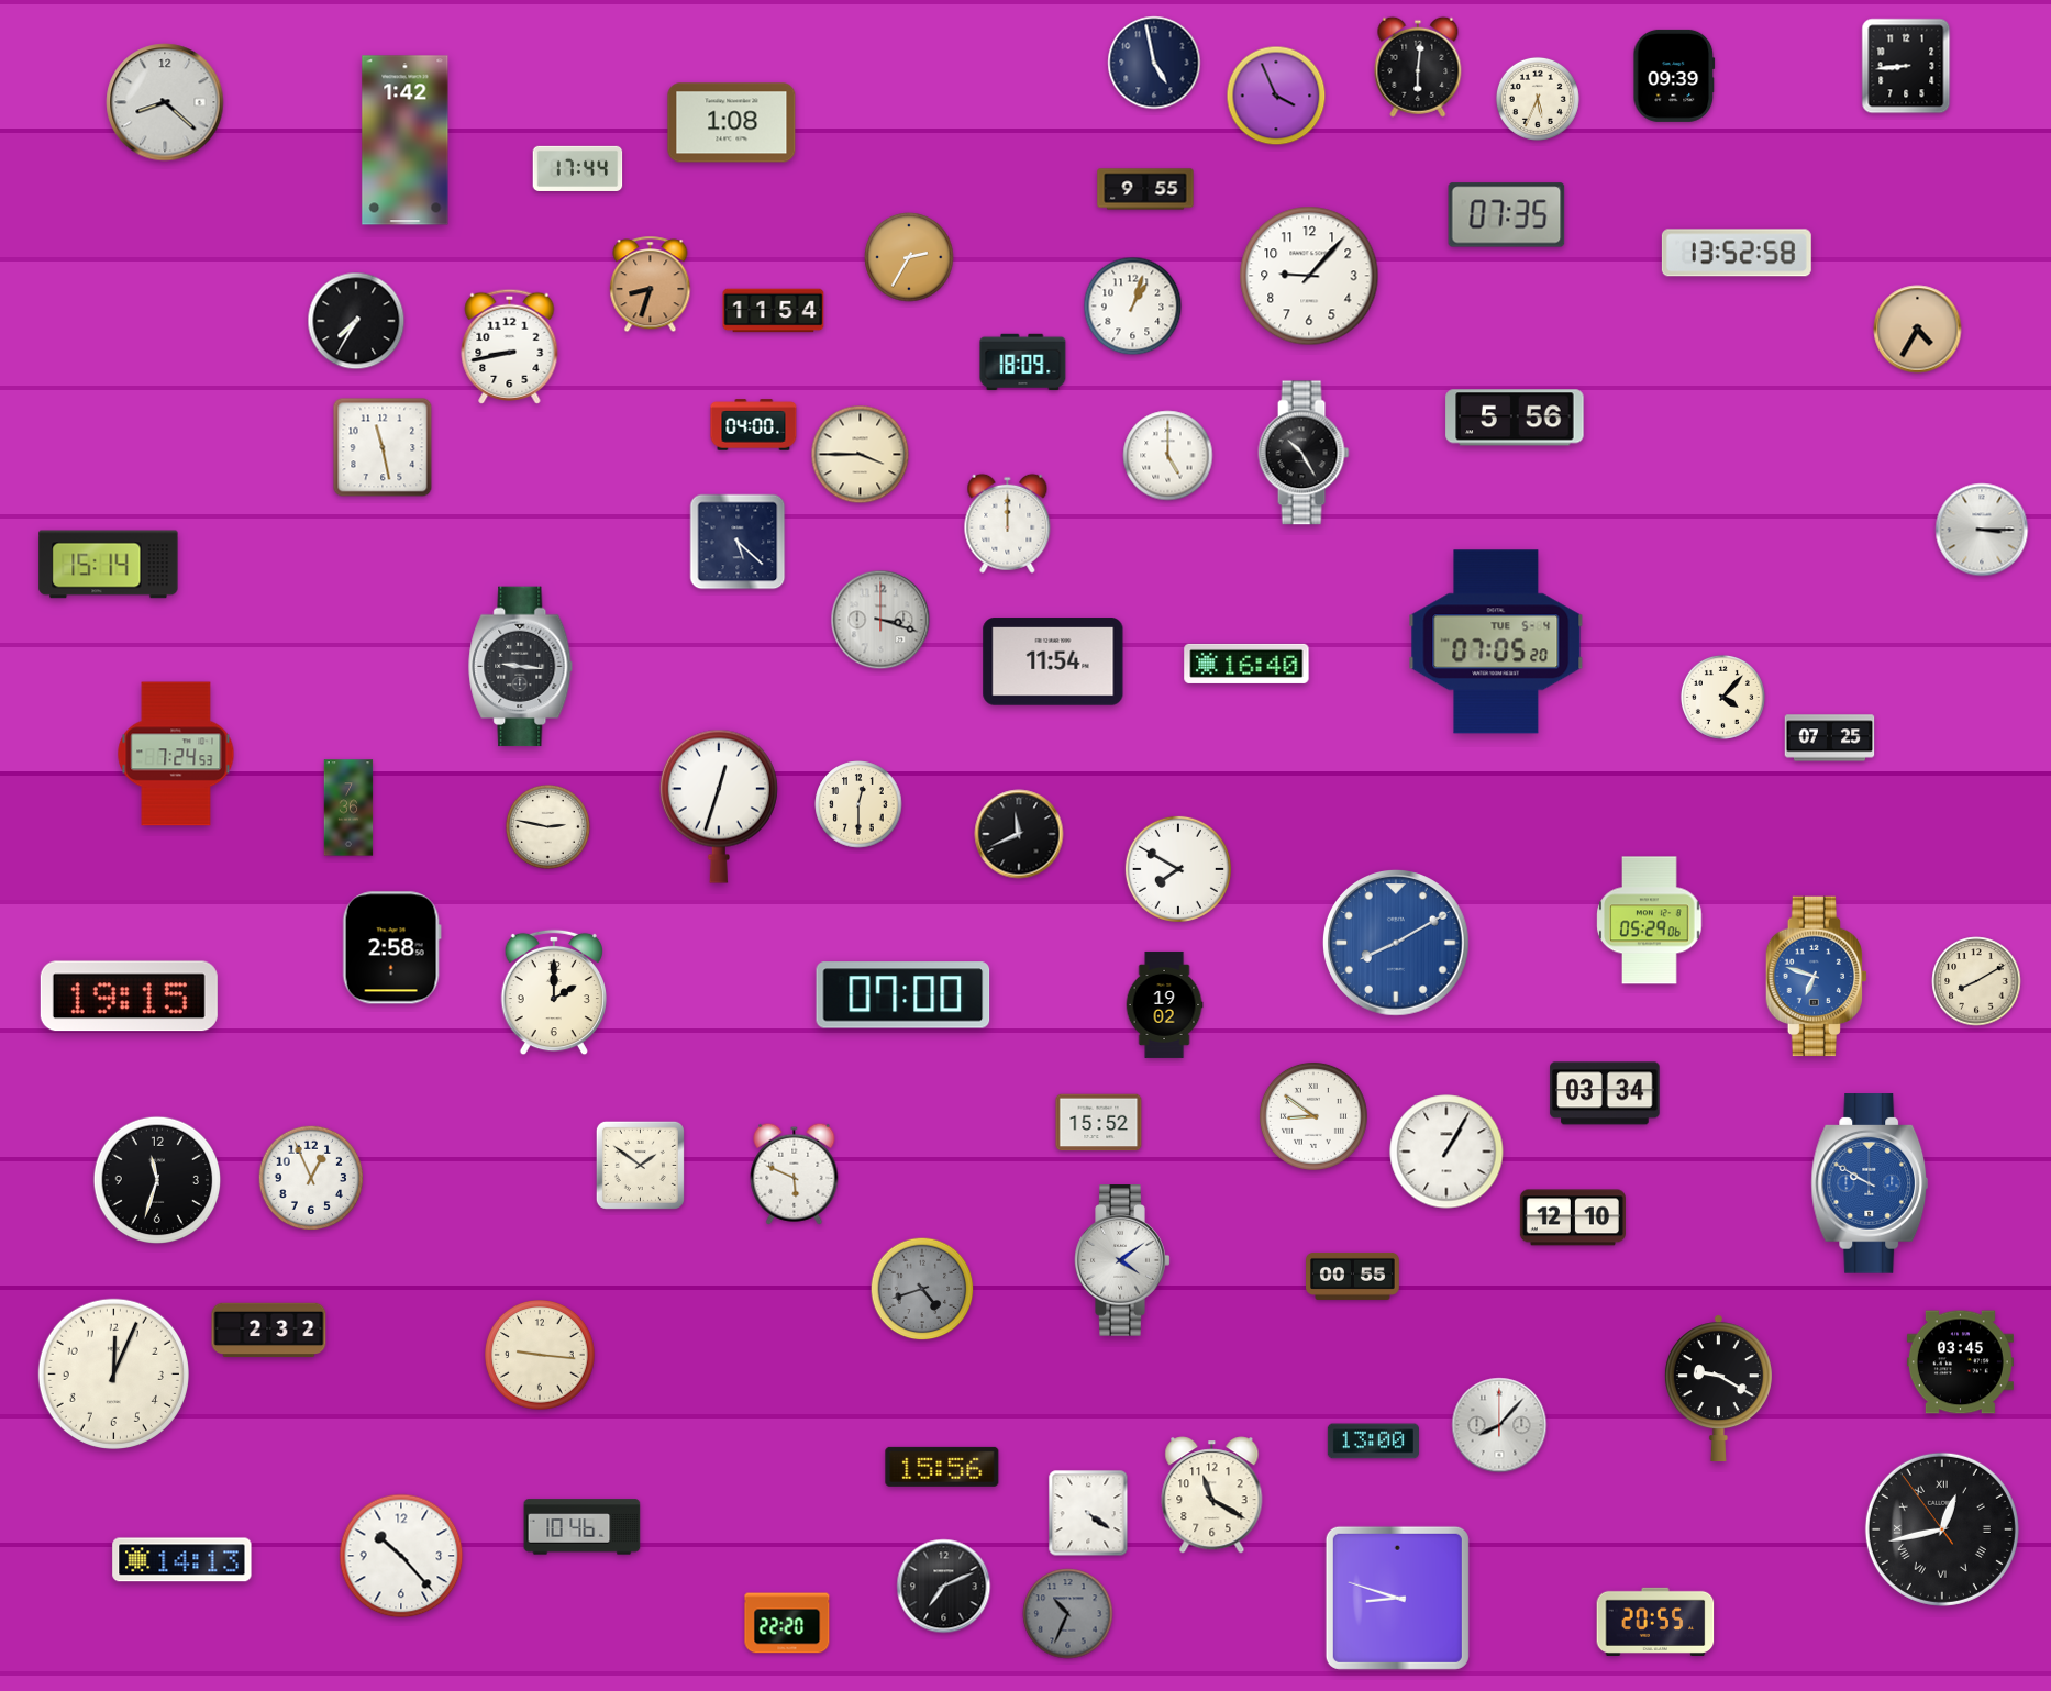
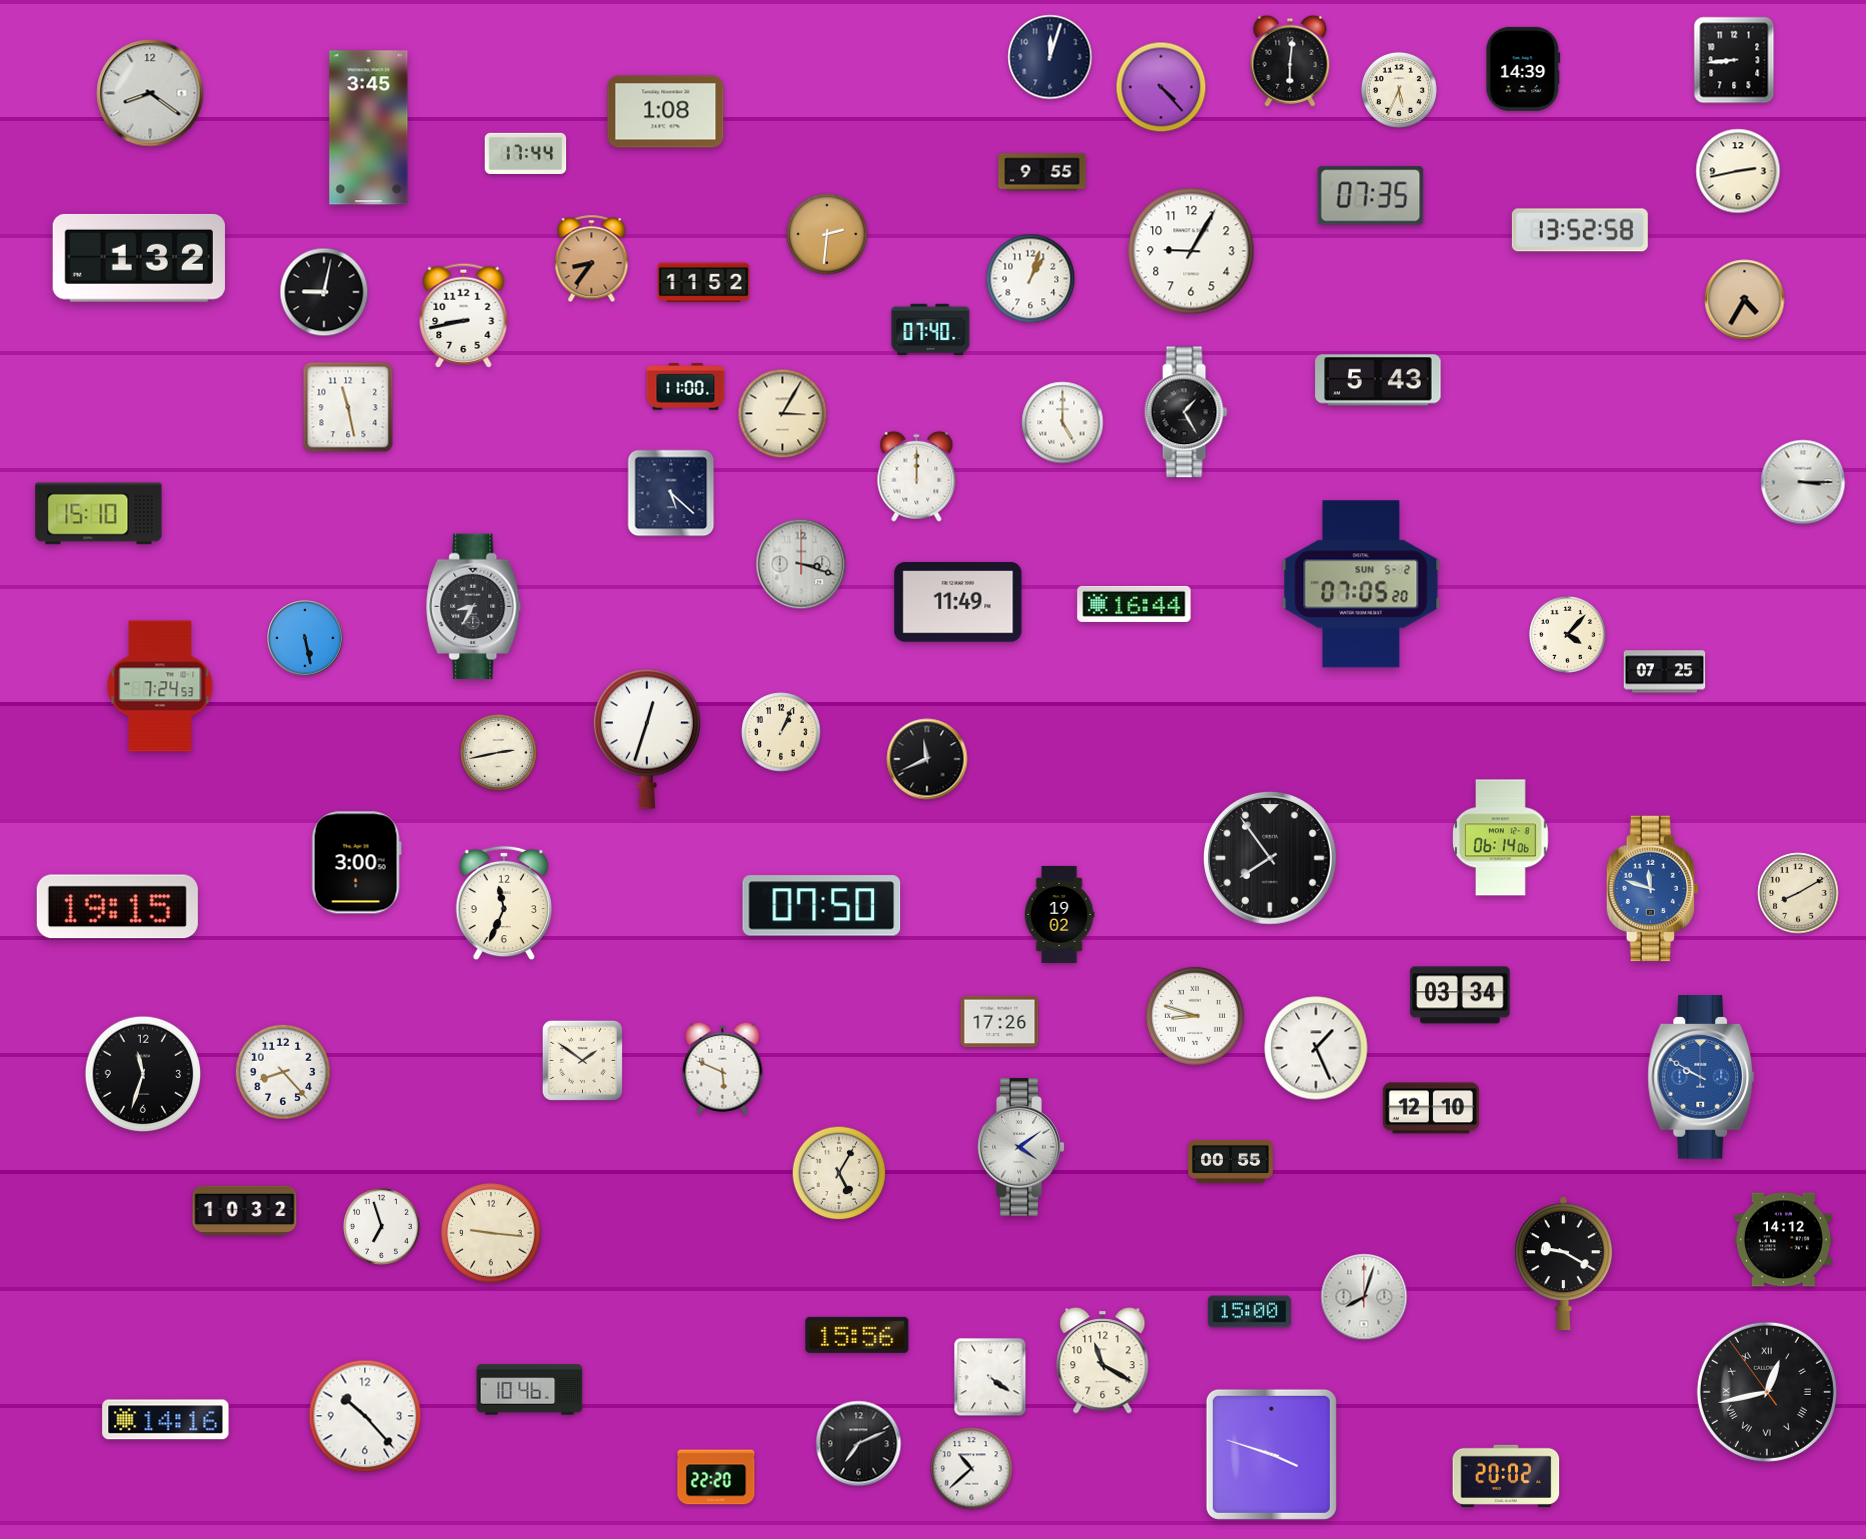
clock at (1154, 63): 4:58 -> 12:03
clock at (1674, 76): 09:39 -> 14:39
clock at (1276, 96): 3:56 -> 4:23
clock at (165, 102): 8:22 -> 8:21
clock at (406, 141): 1:42 -> 3:45
clock at (1738, 171): none -> 2:43
clock at (909, 257): 2:35 -> 2:31
clock at (1309, 276): 9:07 -> 9:05
clock at (139, 258): none -> 1:32
clock at (651, 285): 8:33 -> 8:36
clock at (774, 311): 11:54 -> 11:52
clock at (356, 321): 7:35 -> 9:02
clock at (1023, 363): 18:09 -> 07:40
clock at (1515, 418): 5:56 -> 5:43
clock at (754, 425): 04:00 -> 11:00
clock at (1304, 453): 10:25 -> 1:25
clock at (861, 455): 3:45 -> 3:05
clock at (1168, 456) position: (1168, 456) -> (1063, 423)
clock at (109, 565): 15:14 -> 15:10
clock at (1496, 642) date: TUE 5-4 -> SUN 5-2
clock at (1053, 661): 11:54 -> 11:49
clock at (1246, 664): 16:40 -> 16:44
clock at (521, 667): 9:16 -> 8:35
clock at (305, 638): none -> 5:28
clock at (858, 804): 12:30 -> 1:04
clock at (719, 806) position: (719, 806) -> (647, 739)
clock at (348, 808): 7:36 -> none
clock at (547, 826): 2:47 -> 2:43
clock at (1178, 869): 7:50 -> none
clock at (1650, 921): 05:29 -> 06:14
clock at (1397, 944): 8:10 -> 7:54
clock at (1397, 944) dial: blue -> black
clock at (391, 948): 2:58 -> 3:00
clock at (1817, 977): 6:48 -> 11:48
clock at (553, 992): 2:00 -> 11:34
clock at (903, 995): 07:00 -> 07:50
clock at (1313, 1116): 8:51 -> 8:48
clock at (1099, 1123): 15:52 -> 17:26
clock at (1446, 1152): 1:05 -> 1:26
clock at (310, 1177): 12:56 -> 8:23
clock at (922, 1289): 4:42 -> 5:05
clock at (922, 1289) dial: grey -> cream
clock at (269, 1331): 2:32 -> 10:32
clock at (381, 1226): none -> 6:57
clock at (1960, 1362): 03:45 -> 14:12
clock at (113, 1373): 12:04 -> none
clock at (1499, 1425): 8:07 -> 8:03
clock at (1373, 1442): 13:00 -> 15:00
clock at (182, 1560): 14:13 -> 14:16
clock at (1397, 1598): 8:48 -> 3:48
clock at (1068, 1614): 10:34 -> 10:38
clock at (1068, 1614) dial: grey -> white
clock at (1655, 1622): 20:55 -> 20:02
